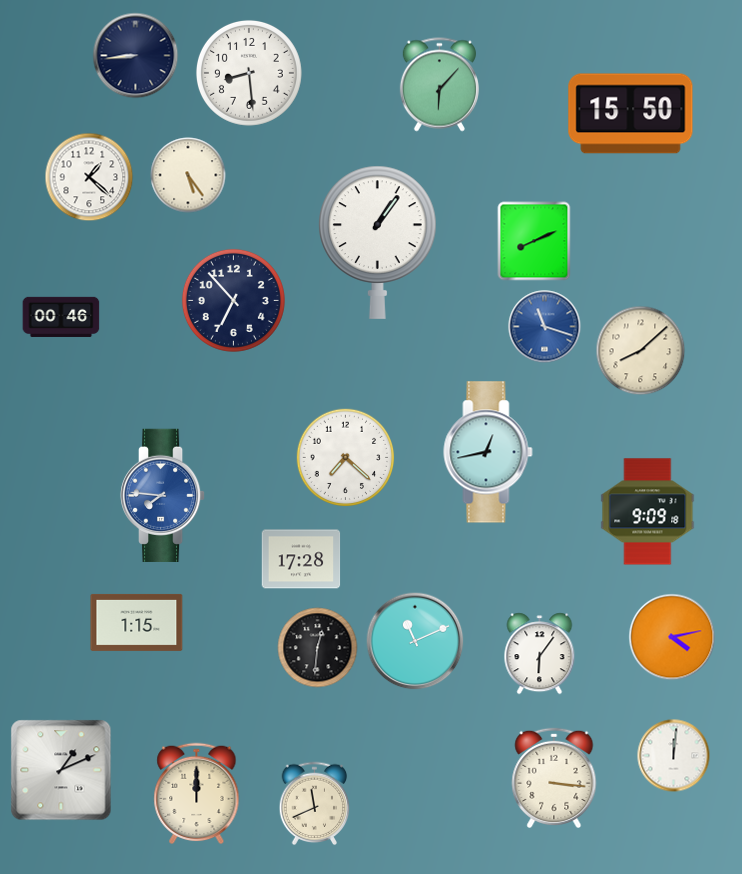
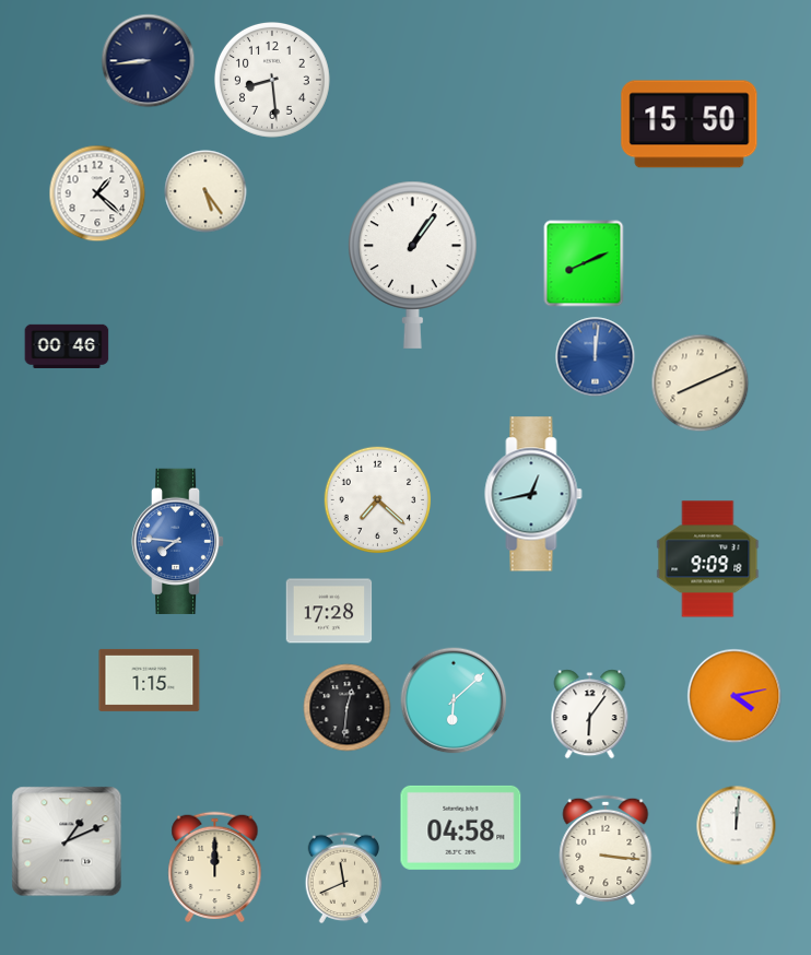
clock at (439, 85): 6:07 -> none
clock at (233, 300): 6:53 -> none
clock at (545, 327): 11:18 -> 12:01
clock at (641, 351): 8:08 -> 8:11
clock at (415, 641): 11:11 -> 6:08
clock at (461, 827): none -> 04:58
